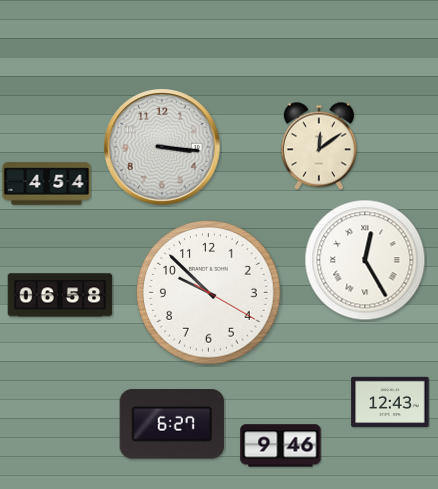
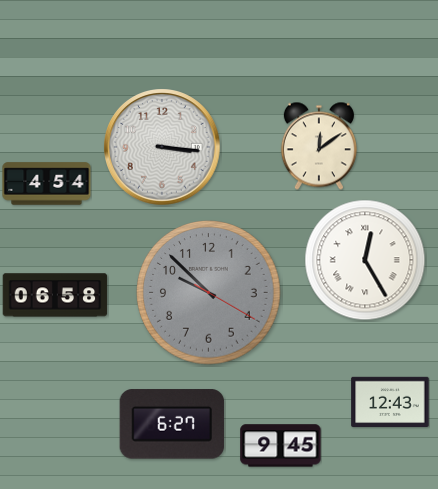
clock at (209, 293) dial: white -> grey
clock at (60, 295) position: (60, 295) -> (55, 295)
clock at (281, 446): 9:46 -> 9:45
